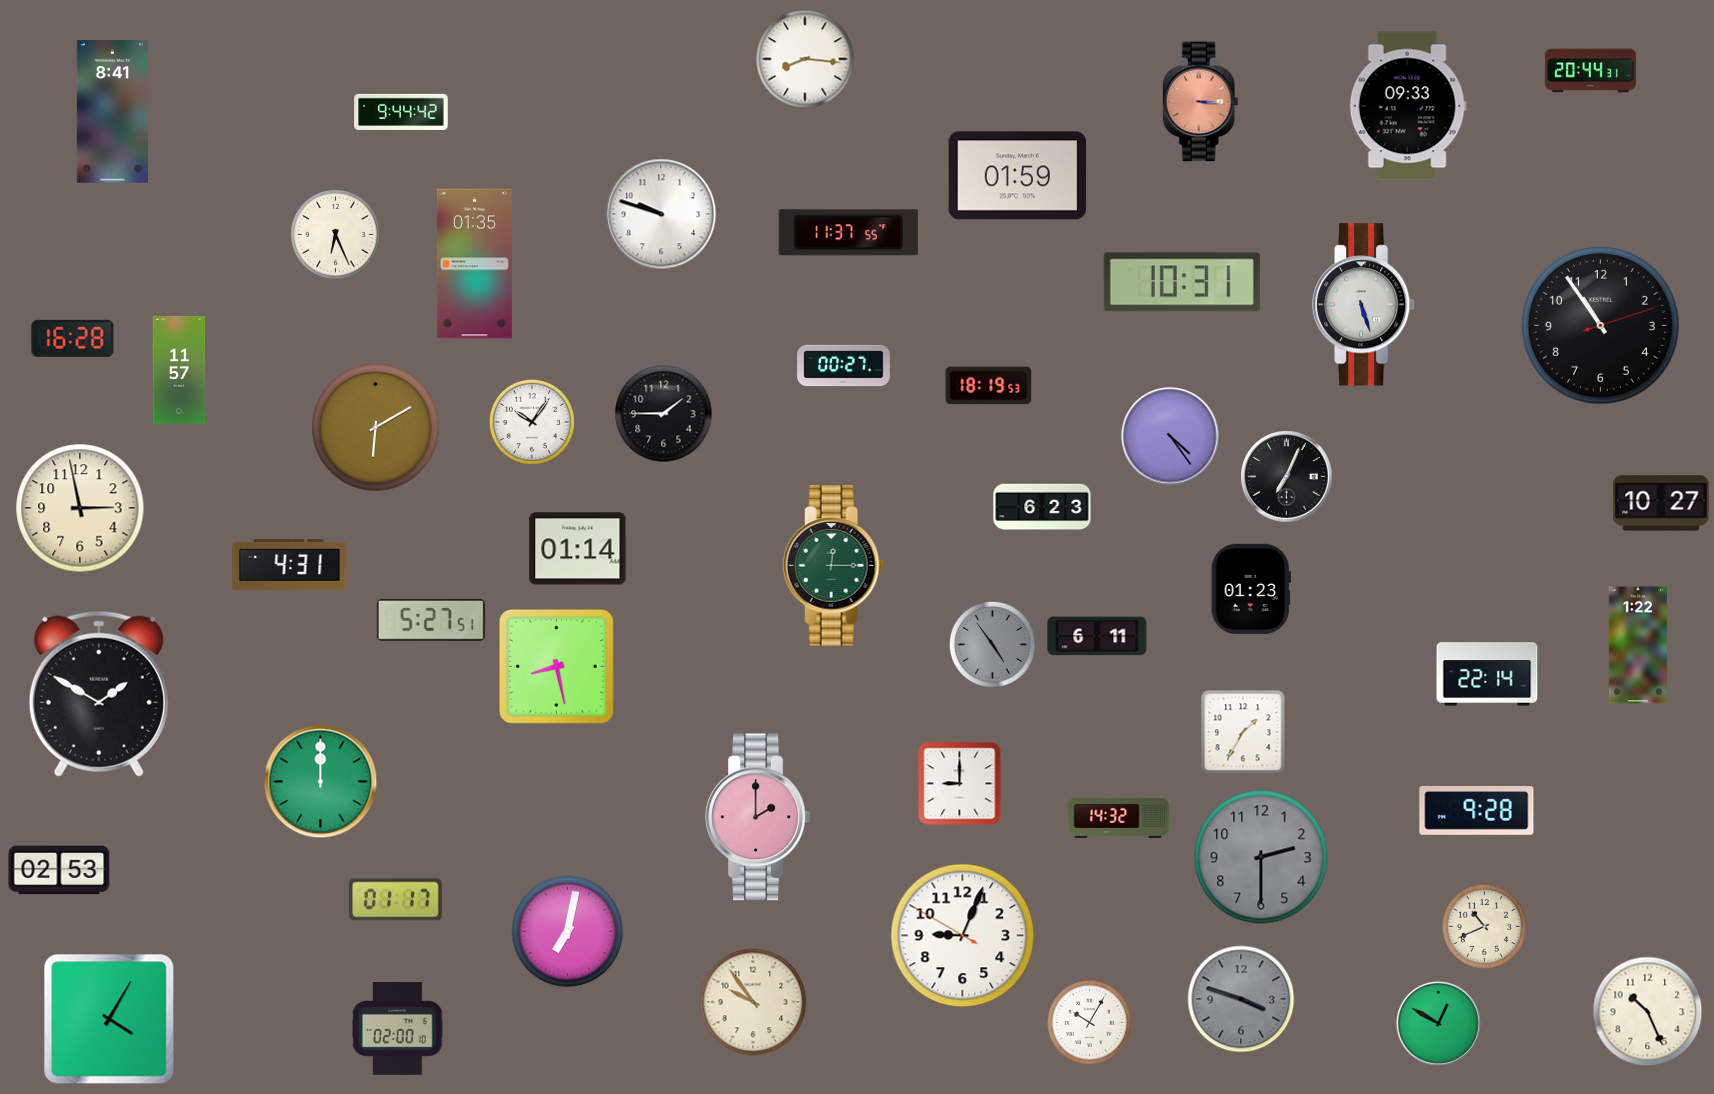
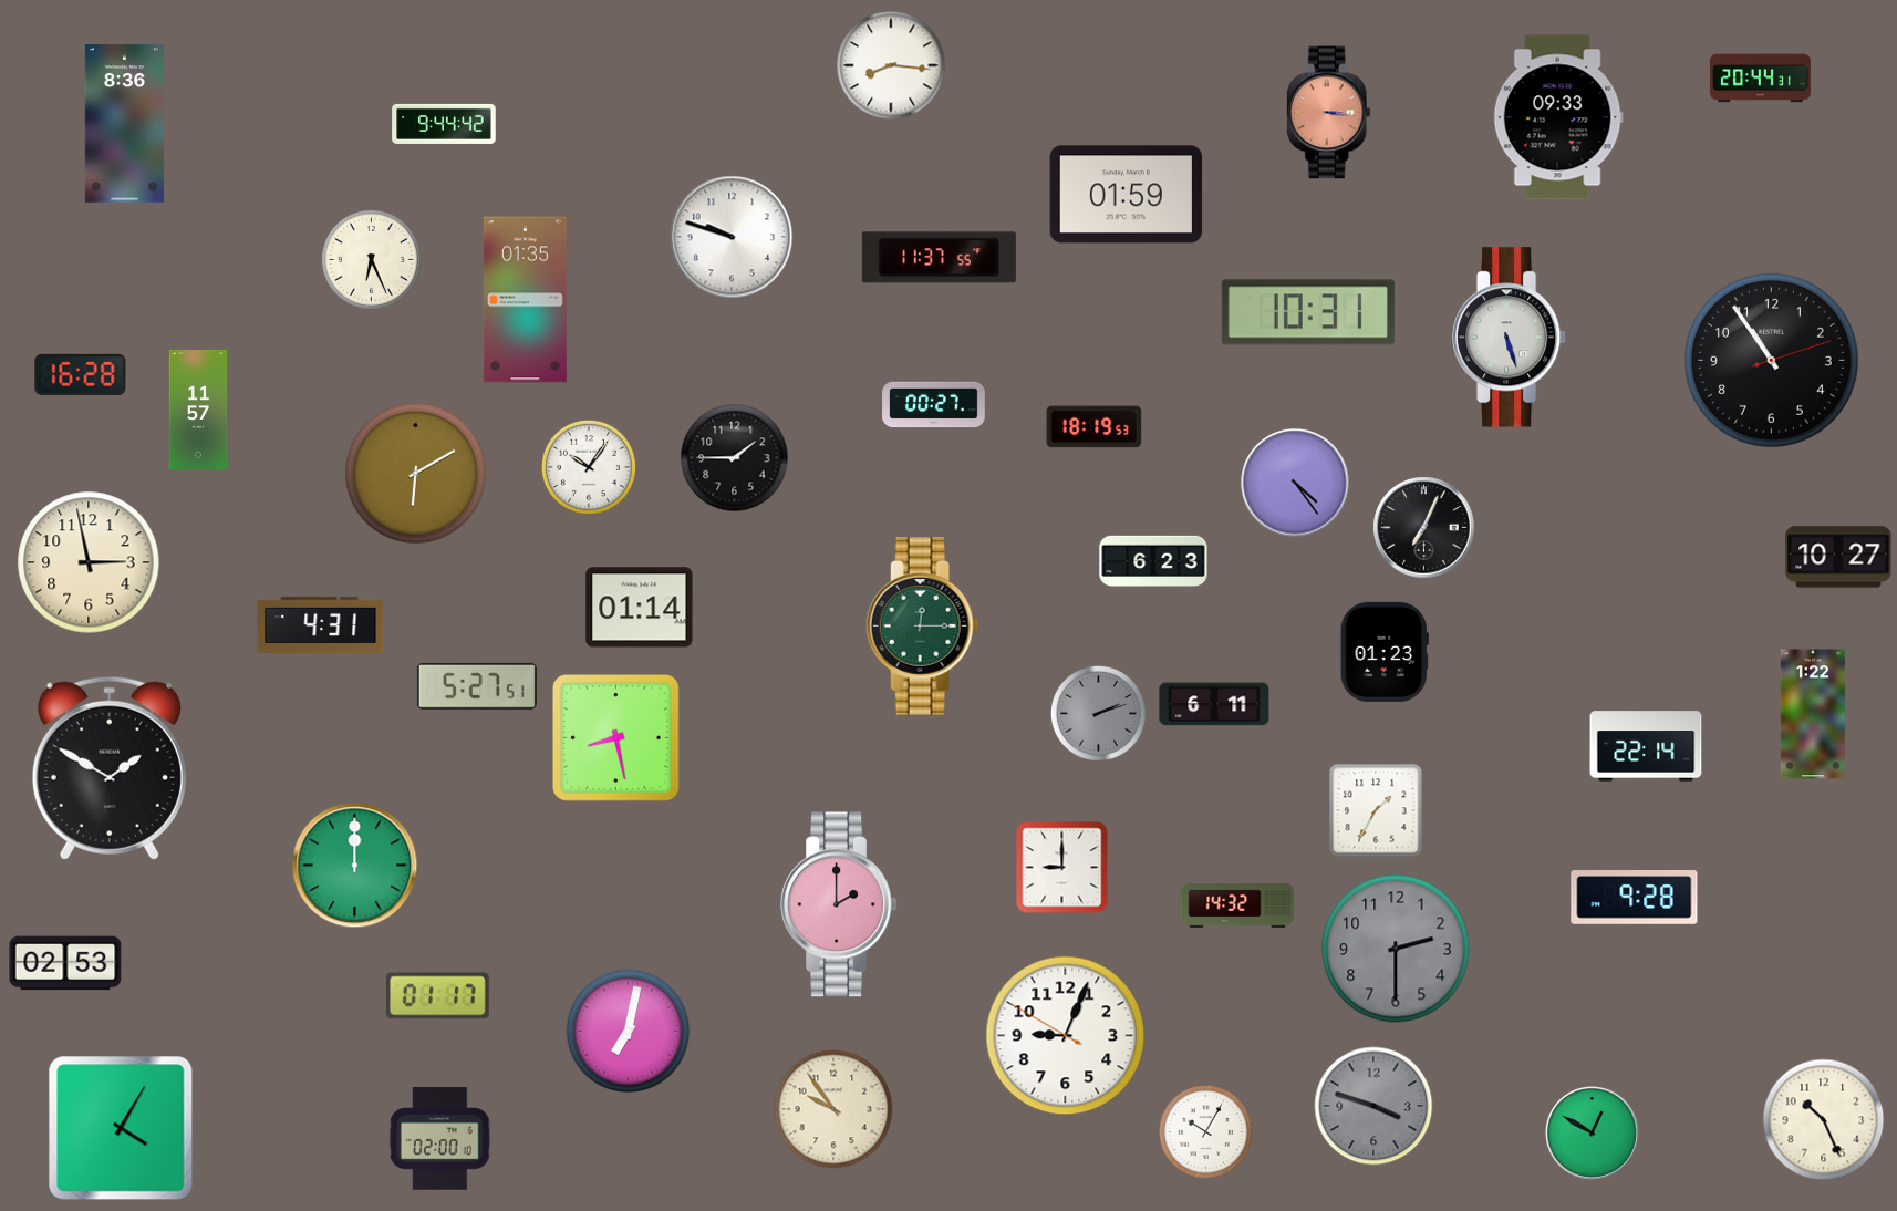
clock at (112, 112): 8:41 -> 8:36
clock at (474, 264) position: (474, 264) -> (525, 300)
clock at (992, 644): 4:54 -> 2:12
clock at (1484, 926): 10:41 -> none
